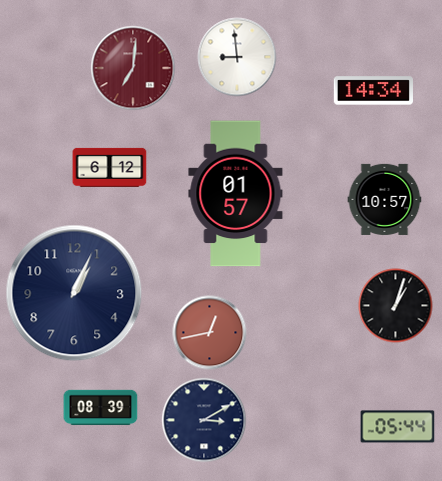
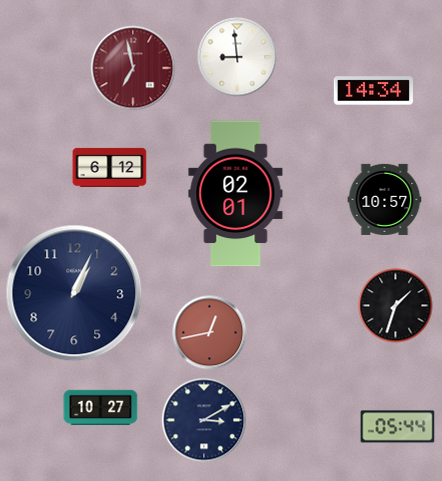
clock at (133, 68): 7:01 -> 6:58
clock at (236, 194): 01:57 -> 02:01
clock at (396, 306): 1:03 -> 1:33
clock at (101, 408): 08:39 -> 10:27
